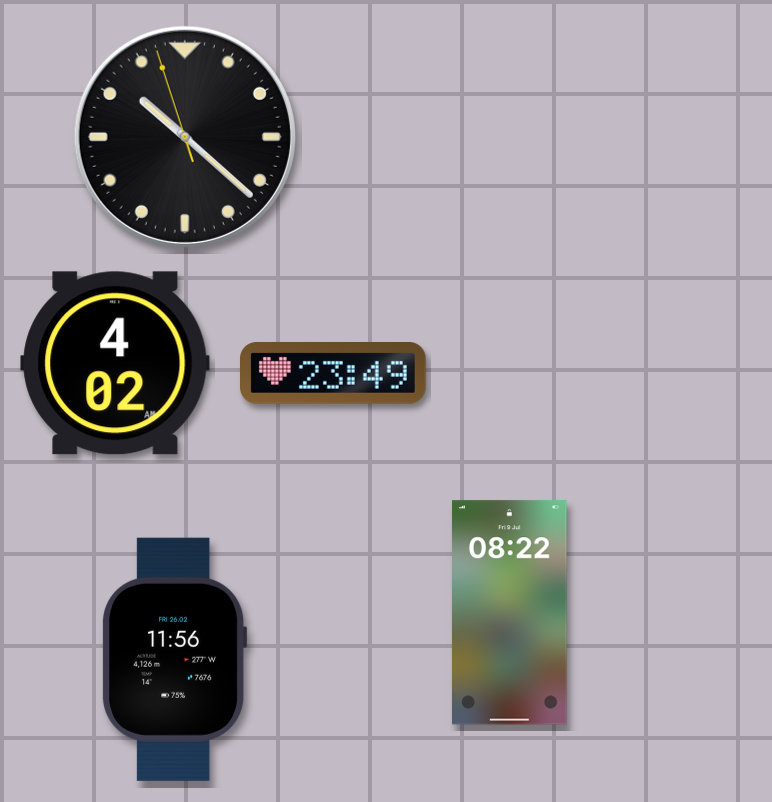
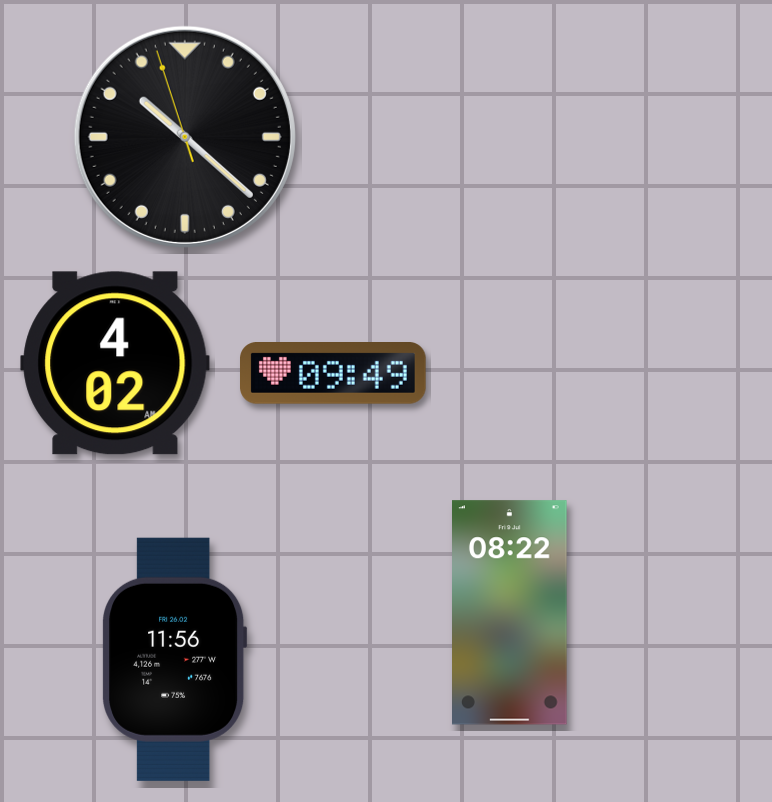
clock at (334, 374): 23:49 -> 09:49
